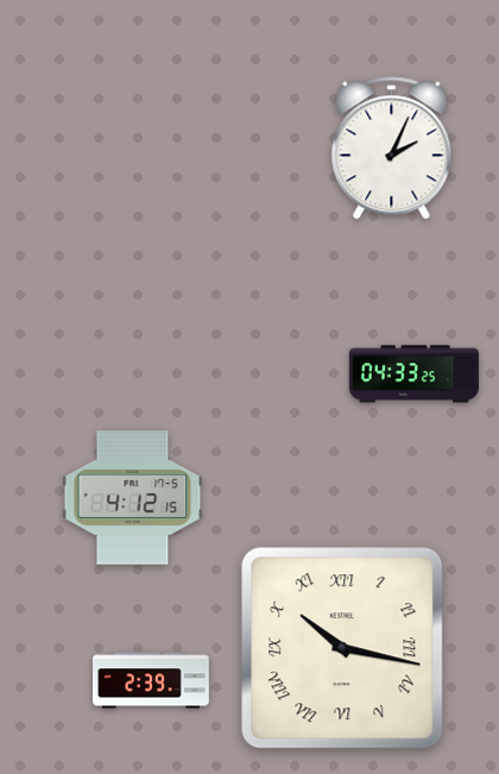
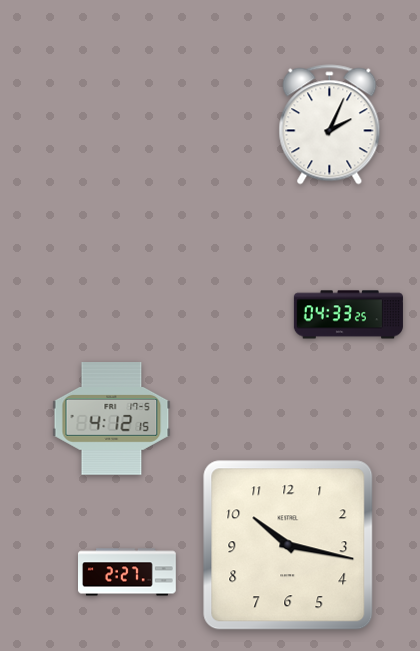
clock at (342, 648) numerals: Roman -> Arabic
clock at (151, 680): 2:39 -> 2:27
